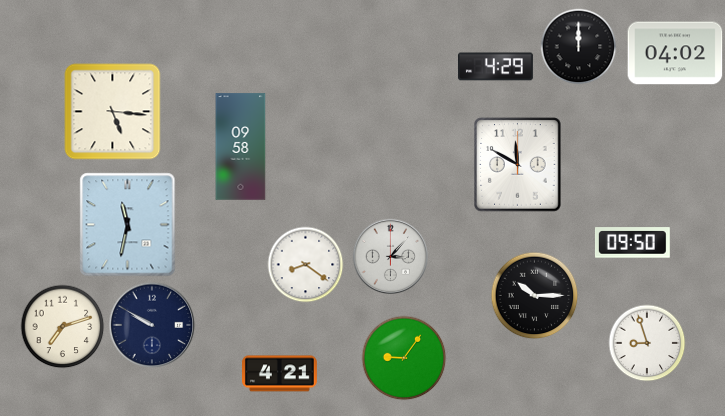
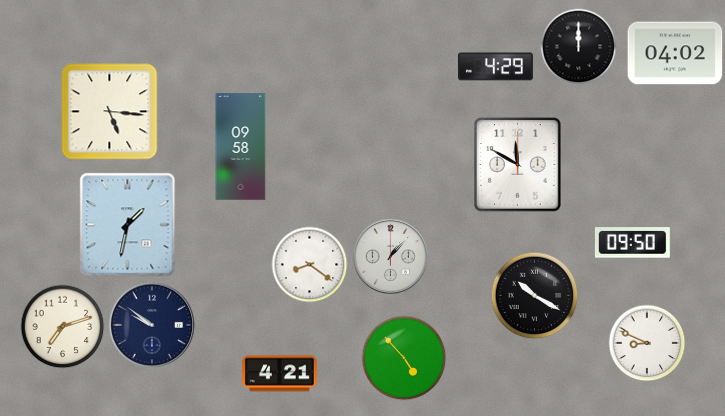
clock at (113, 112) position: (113, 112) -> (110, 112)
clock at (128, 225): 11:32 -> 1:32
clock at (390, 256): 3:07 -> 1:07
clock at (306, 265) position: (306, 265) -> (310, 265)
clock at (535, 296): 10:15 -> 10:20
clock at (152, 325): 9:50 -> 9:51
clock at (647, 343): 8:57 -> 8:49
clock at (404, 358): 9:06 -> 4:53
